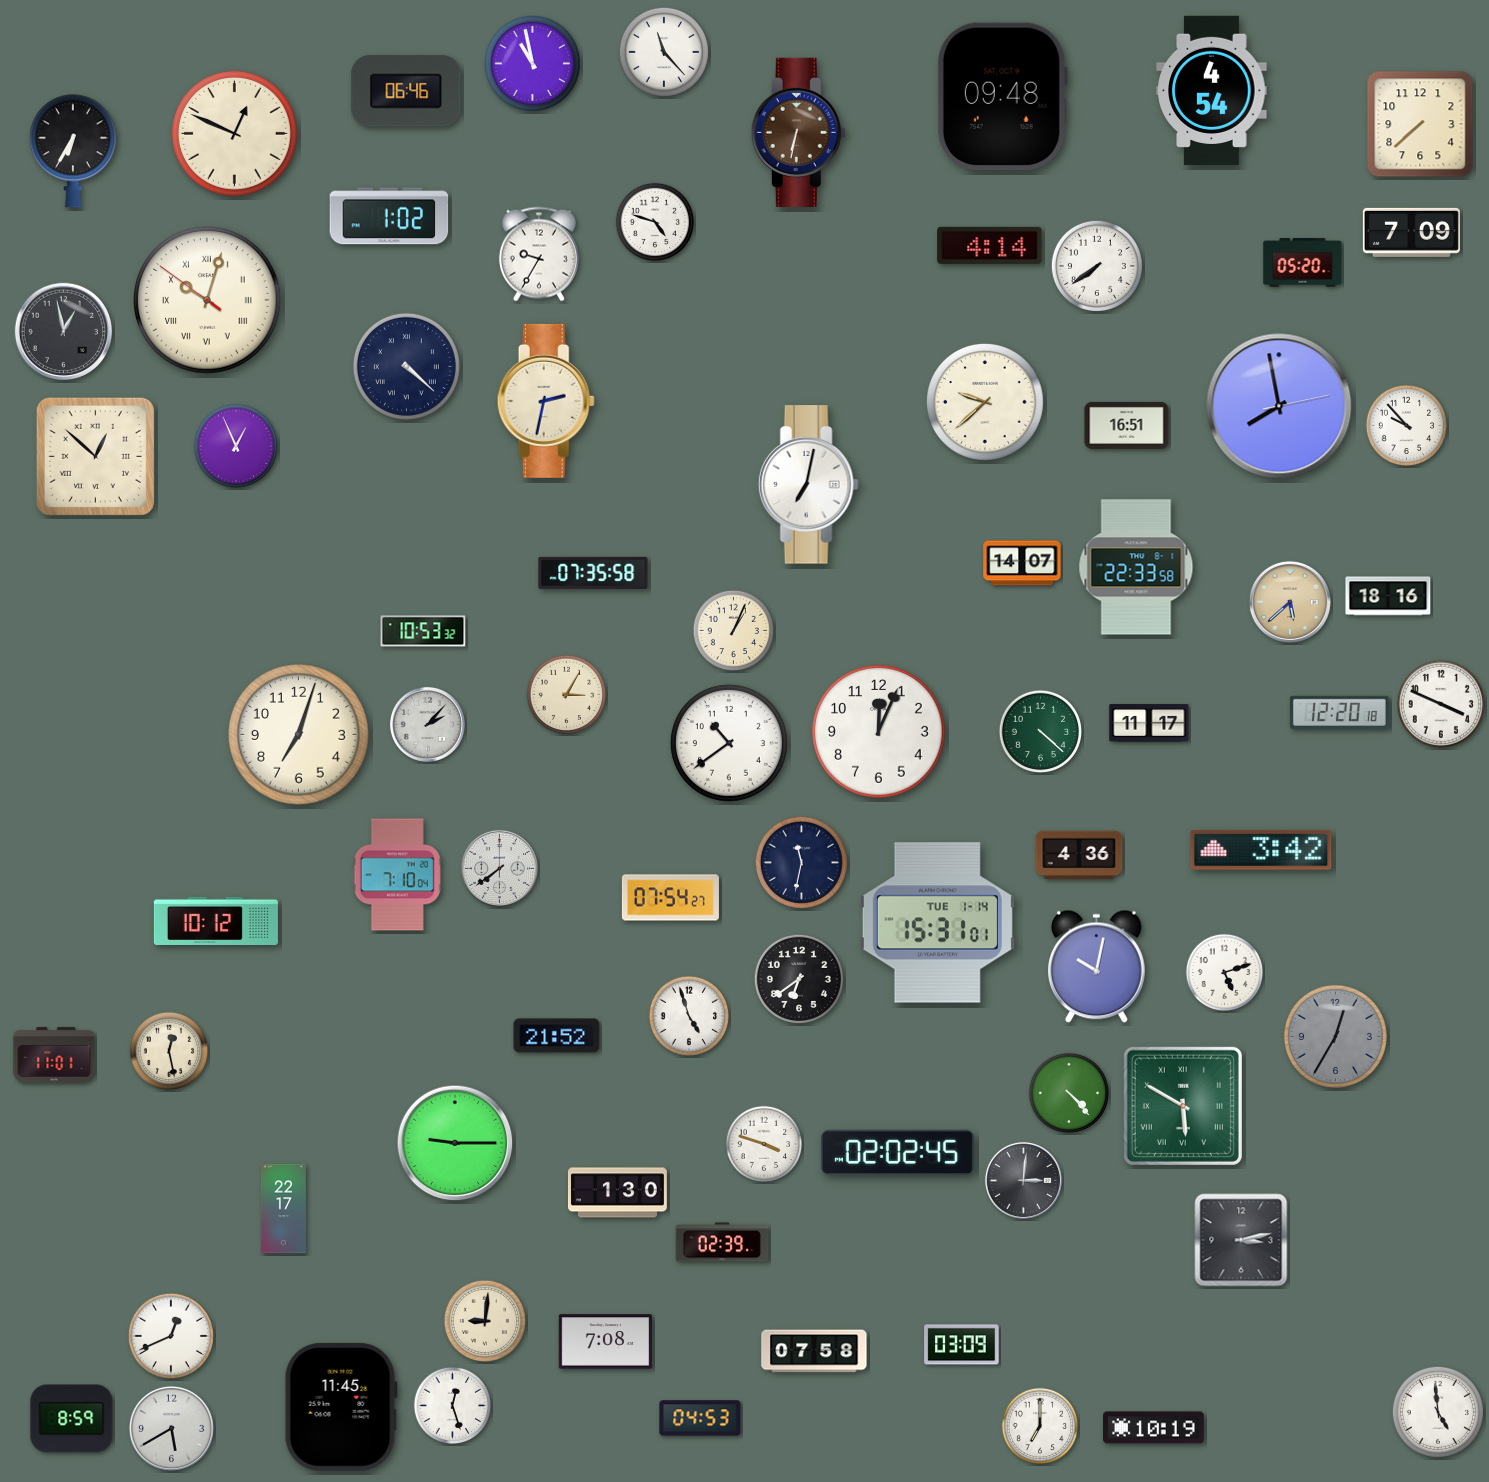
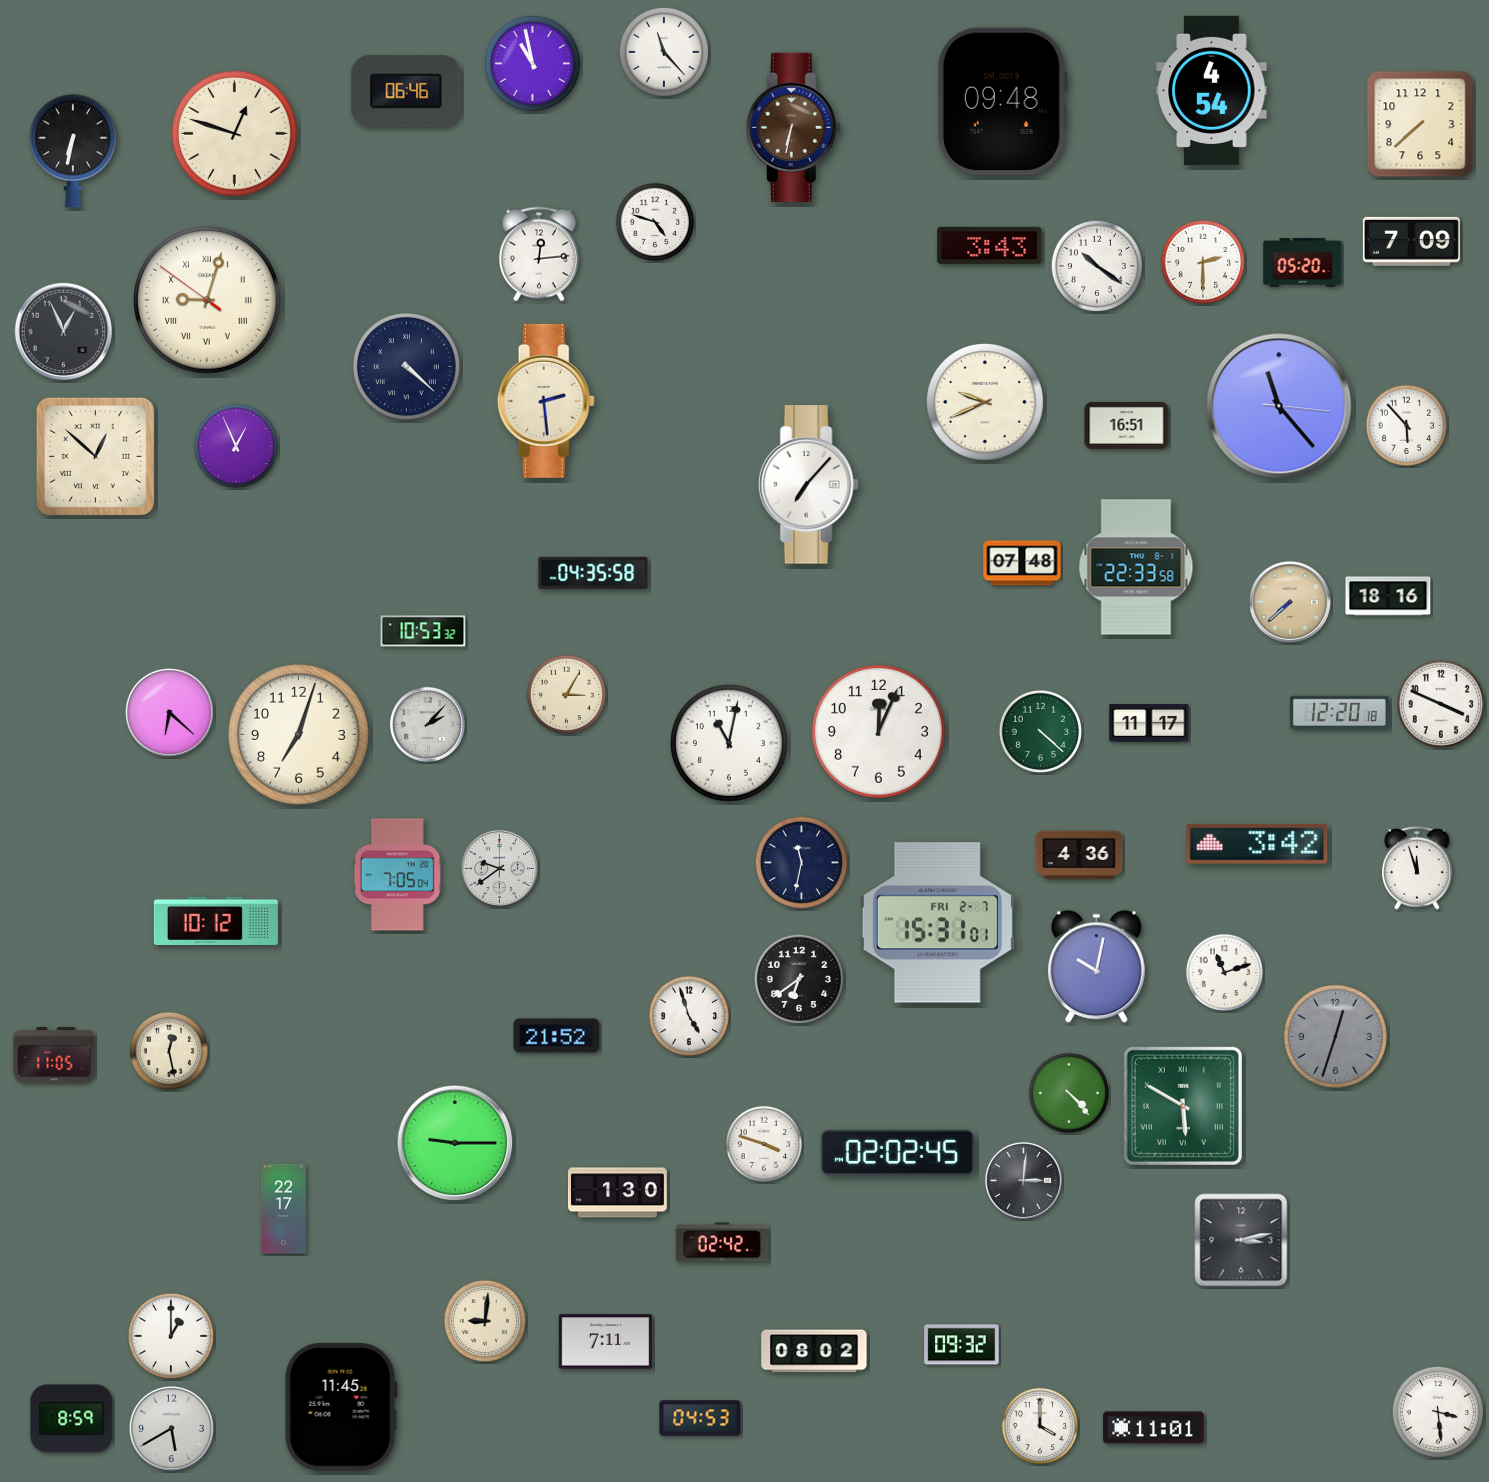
clock at (1002, 96) position: (1002, 96) -> (1002, 101)
clock at (798, 132) position: (798, 132) -> (793, 127)
clock at (235, 134): 12:49 -> 12:48
clock at (73, 151): 6:35 -> 6:32
clock at (389, 216): 1:02 -> none
clock at (1411, 232) position: (1411, 232) -> (1411, 241)
clock at (990, 245): 4:14 -> 3:43
clock at (539, 254): 9:35 -> 12:14
clock at (1202, 261): none -> 2:30
clock at (1097, 266): 7:39 -> 10:21
clock at (207, 300): 10:02 -> 9:02
clock at (63, 331): 12:58 -> 12:56
clock at (546, 401): 2:32 -> 2:29
clock at (985, 402): 9:38 -> 9:41
clock at (1279, 406): 7:58 -> 11:23
clock at (1407, 426): 9:53 -> 5:53
clock at (808, 485): 7:02 -> 7:07
clock at (1022, 563): 14:07 -> 07:48
clock at (593, 573): 07:35 -> 04:35
clock at (1290, 602): 5:38 -> 7:38
clock at (734, 631): 1:04 -> none
clock at (169, 712): none -> 6:22
clock at (729, 743): 10:39 -> 11:02
clock at (1261, 850) position: (1261, 850) -> (1257, 844)
clock at (499, 868): 7:39 -> 9:39
clock at (1418, 868): none -> 11:57
clock at (397, 875): 7:10 -> 7:05
clock at (670, 898): 07:54 -> none
clock at (937, 923) date: TUE 1-14 -> FRI 2-7
clock at (1225, 973): 5:12 -> 11:12
clock at (1335, 1036): 12:35 -> 12:33
clock at (54, 1056): 11:01 -> 11:05
clock at (722, 1242): 02:39 -> 02:42
clock at (170, 1335): 12:41 -> 1:00
clock at (606, 1342): 7:08 -> 7:11
clock at (962, 1345): 03:09 -> 09:32
clock at (814, 1351): 07:58 -> 08:02
clock at (453, 1406): 12:27 -> none
clock at (1438, 1412): 4:59 -> 3:29
clock at (1040, 1426): 7:00 -> 4:00
clock at (1154, 1428): 10:19 -> 11:01
